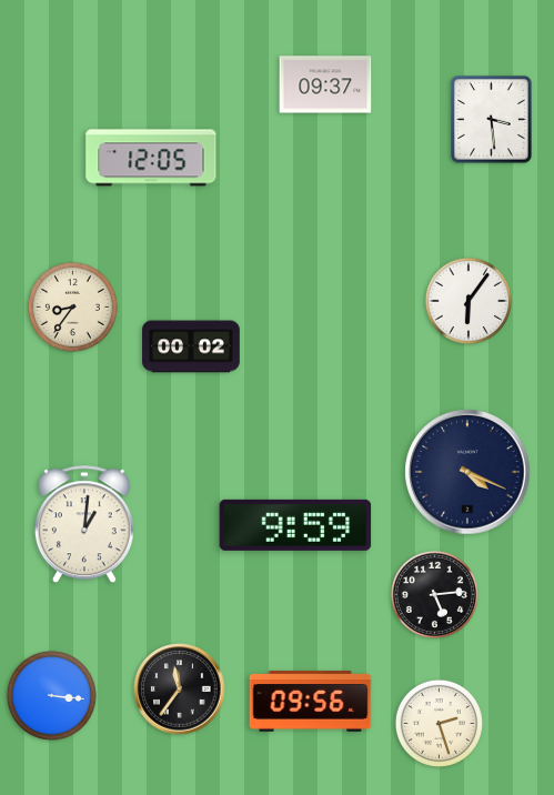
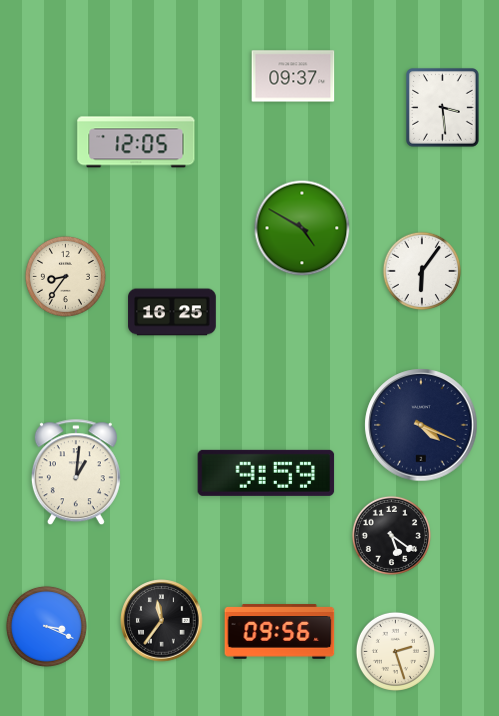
clock at (302, 228): none -> 4:50
clock at (191, 346): 00:02 -> 16:25
clock at (434, 594): 5:14 -> 5:21
clock at (51, 695): 3:16 -> 3:19
